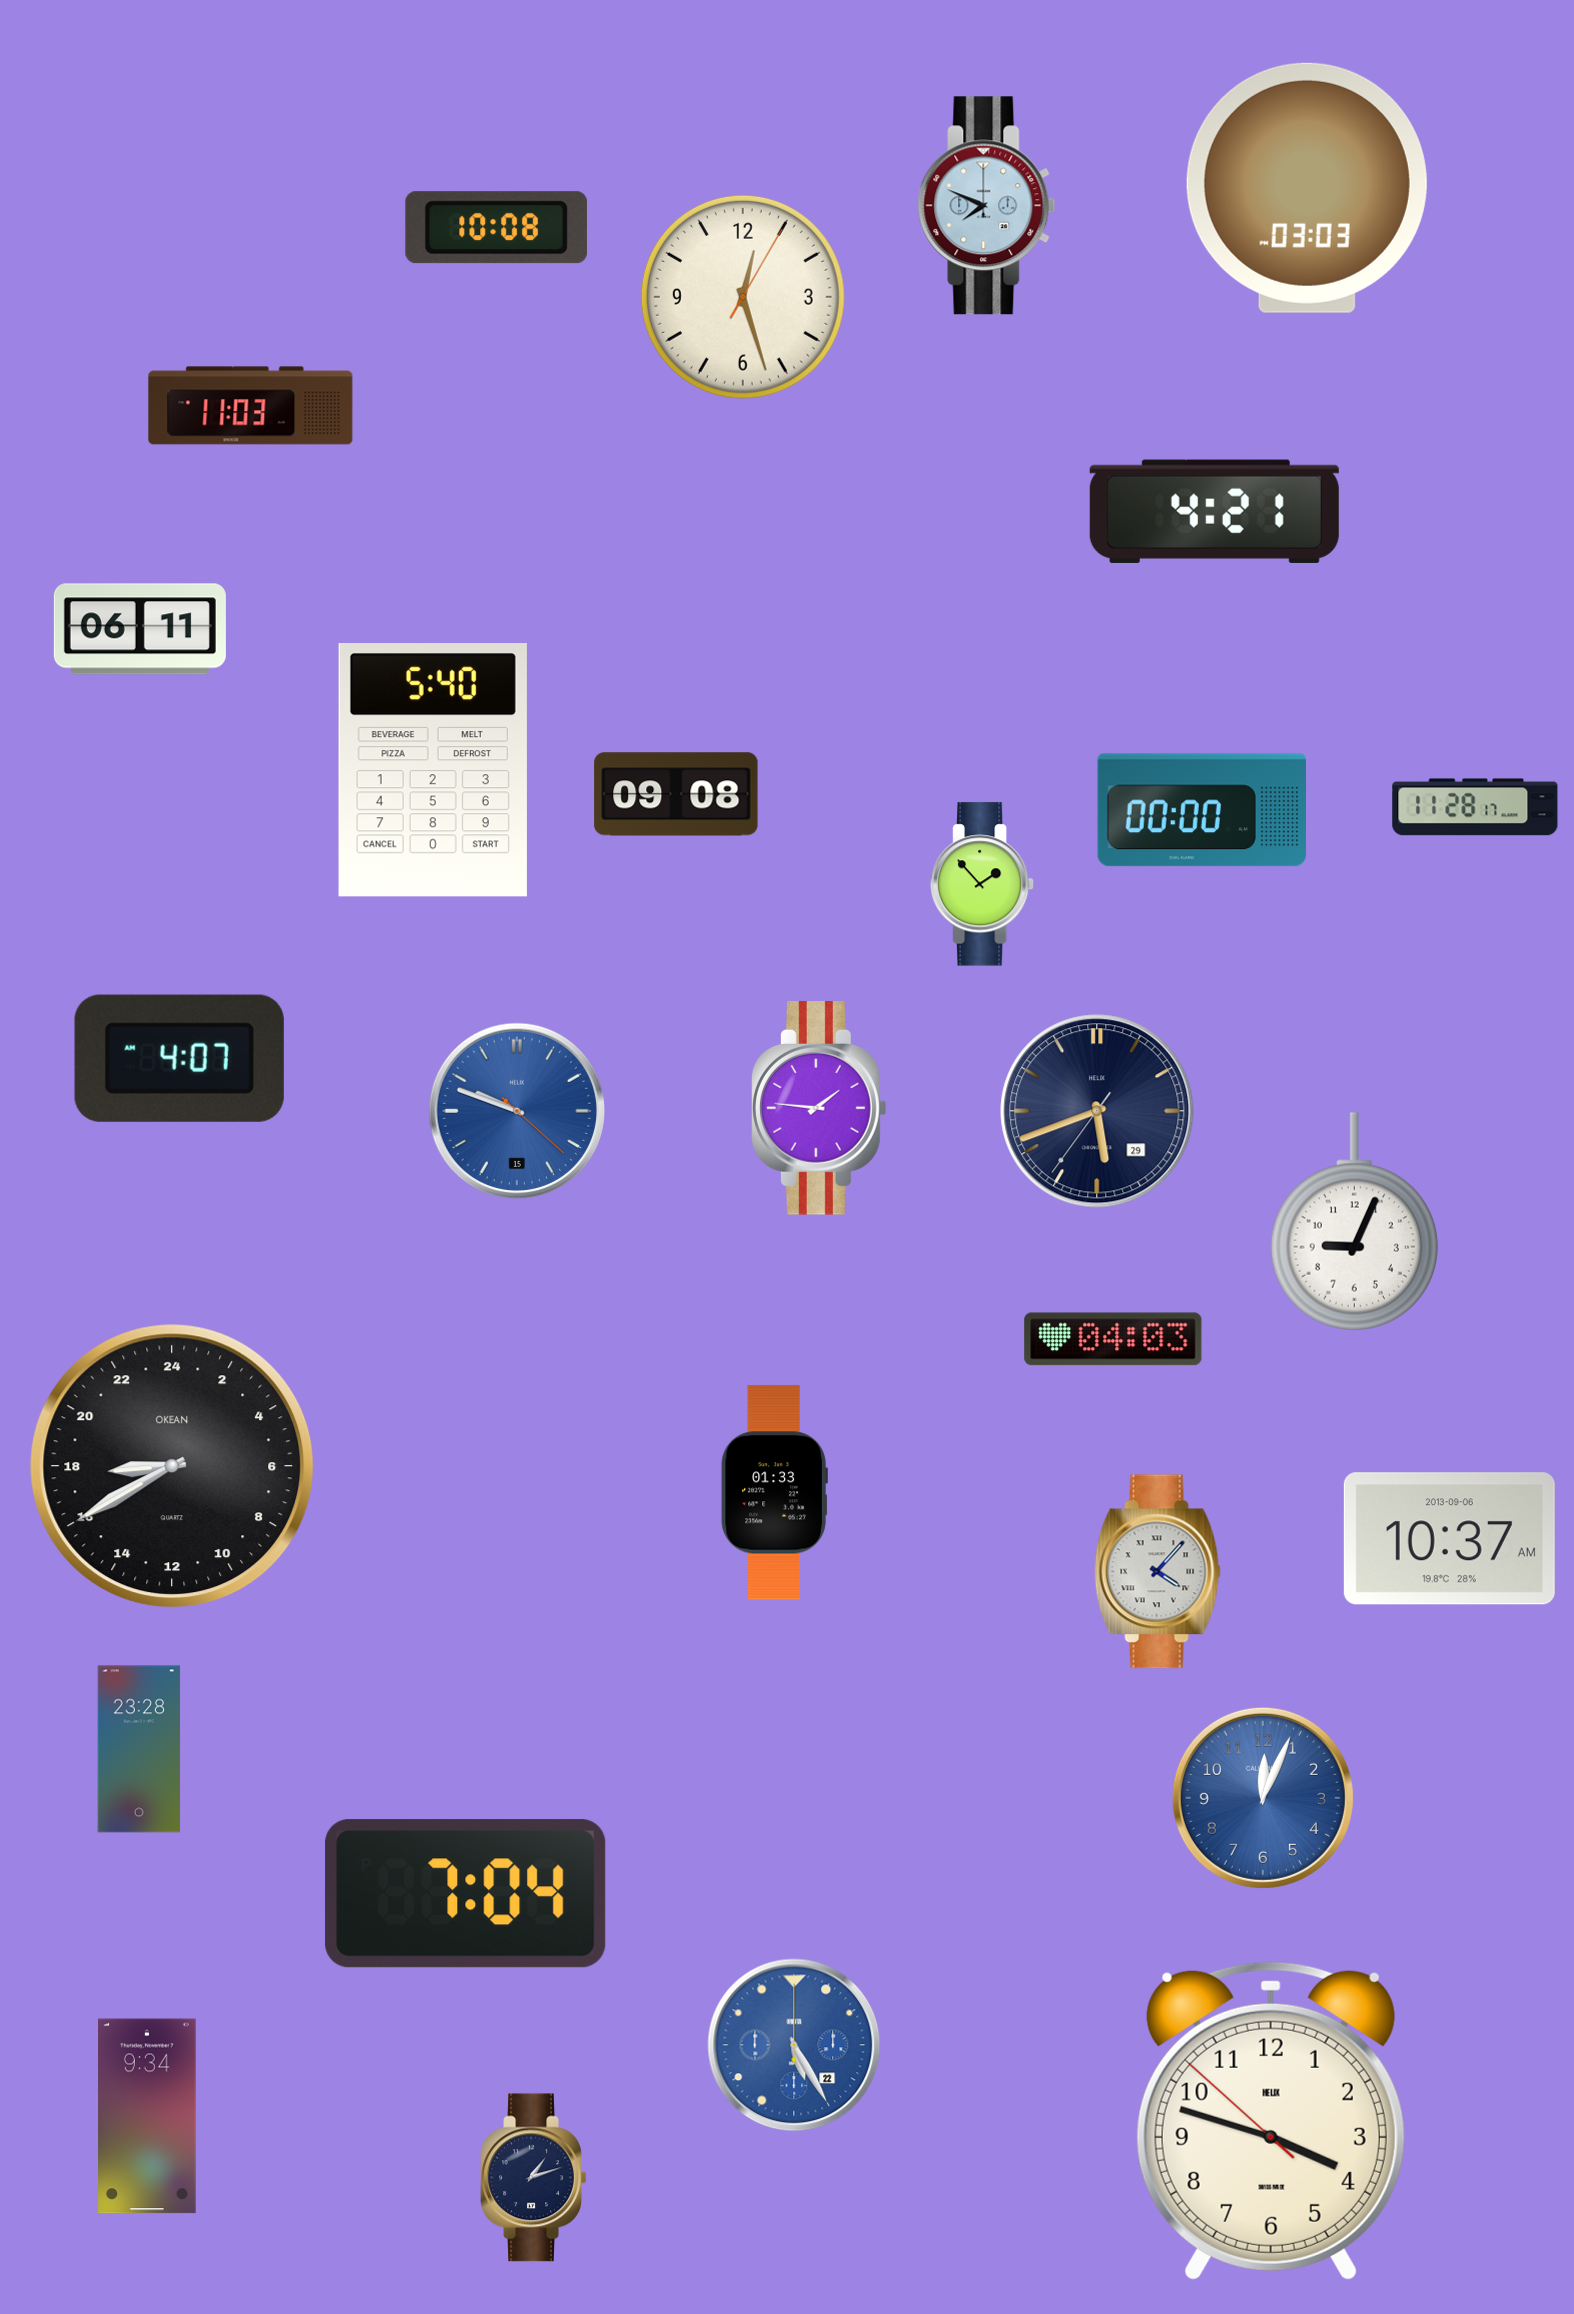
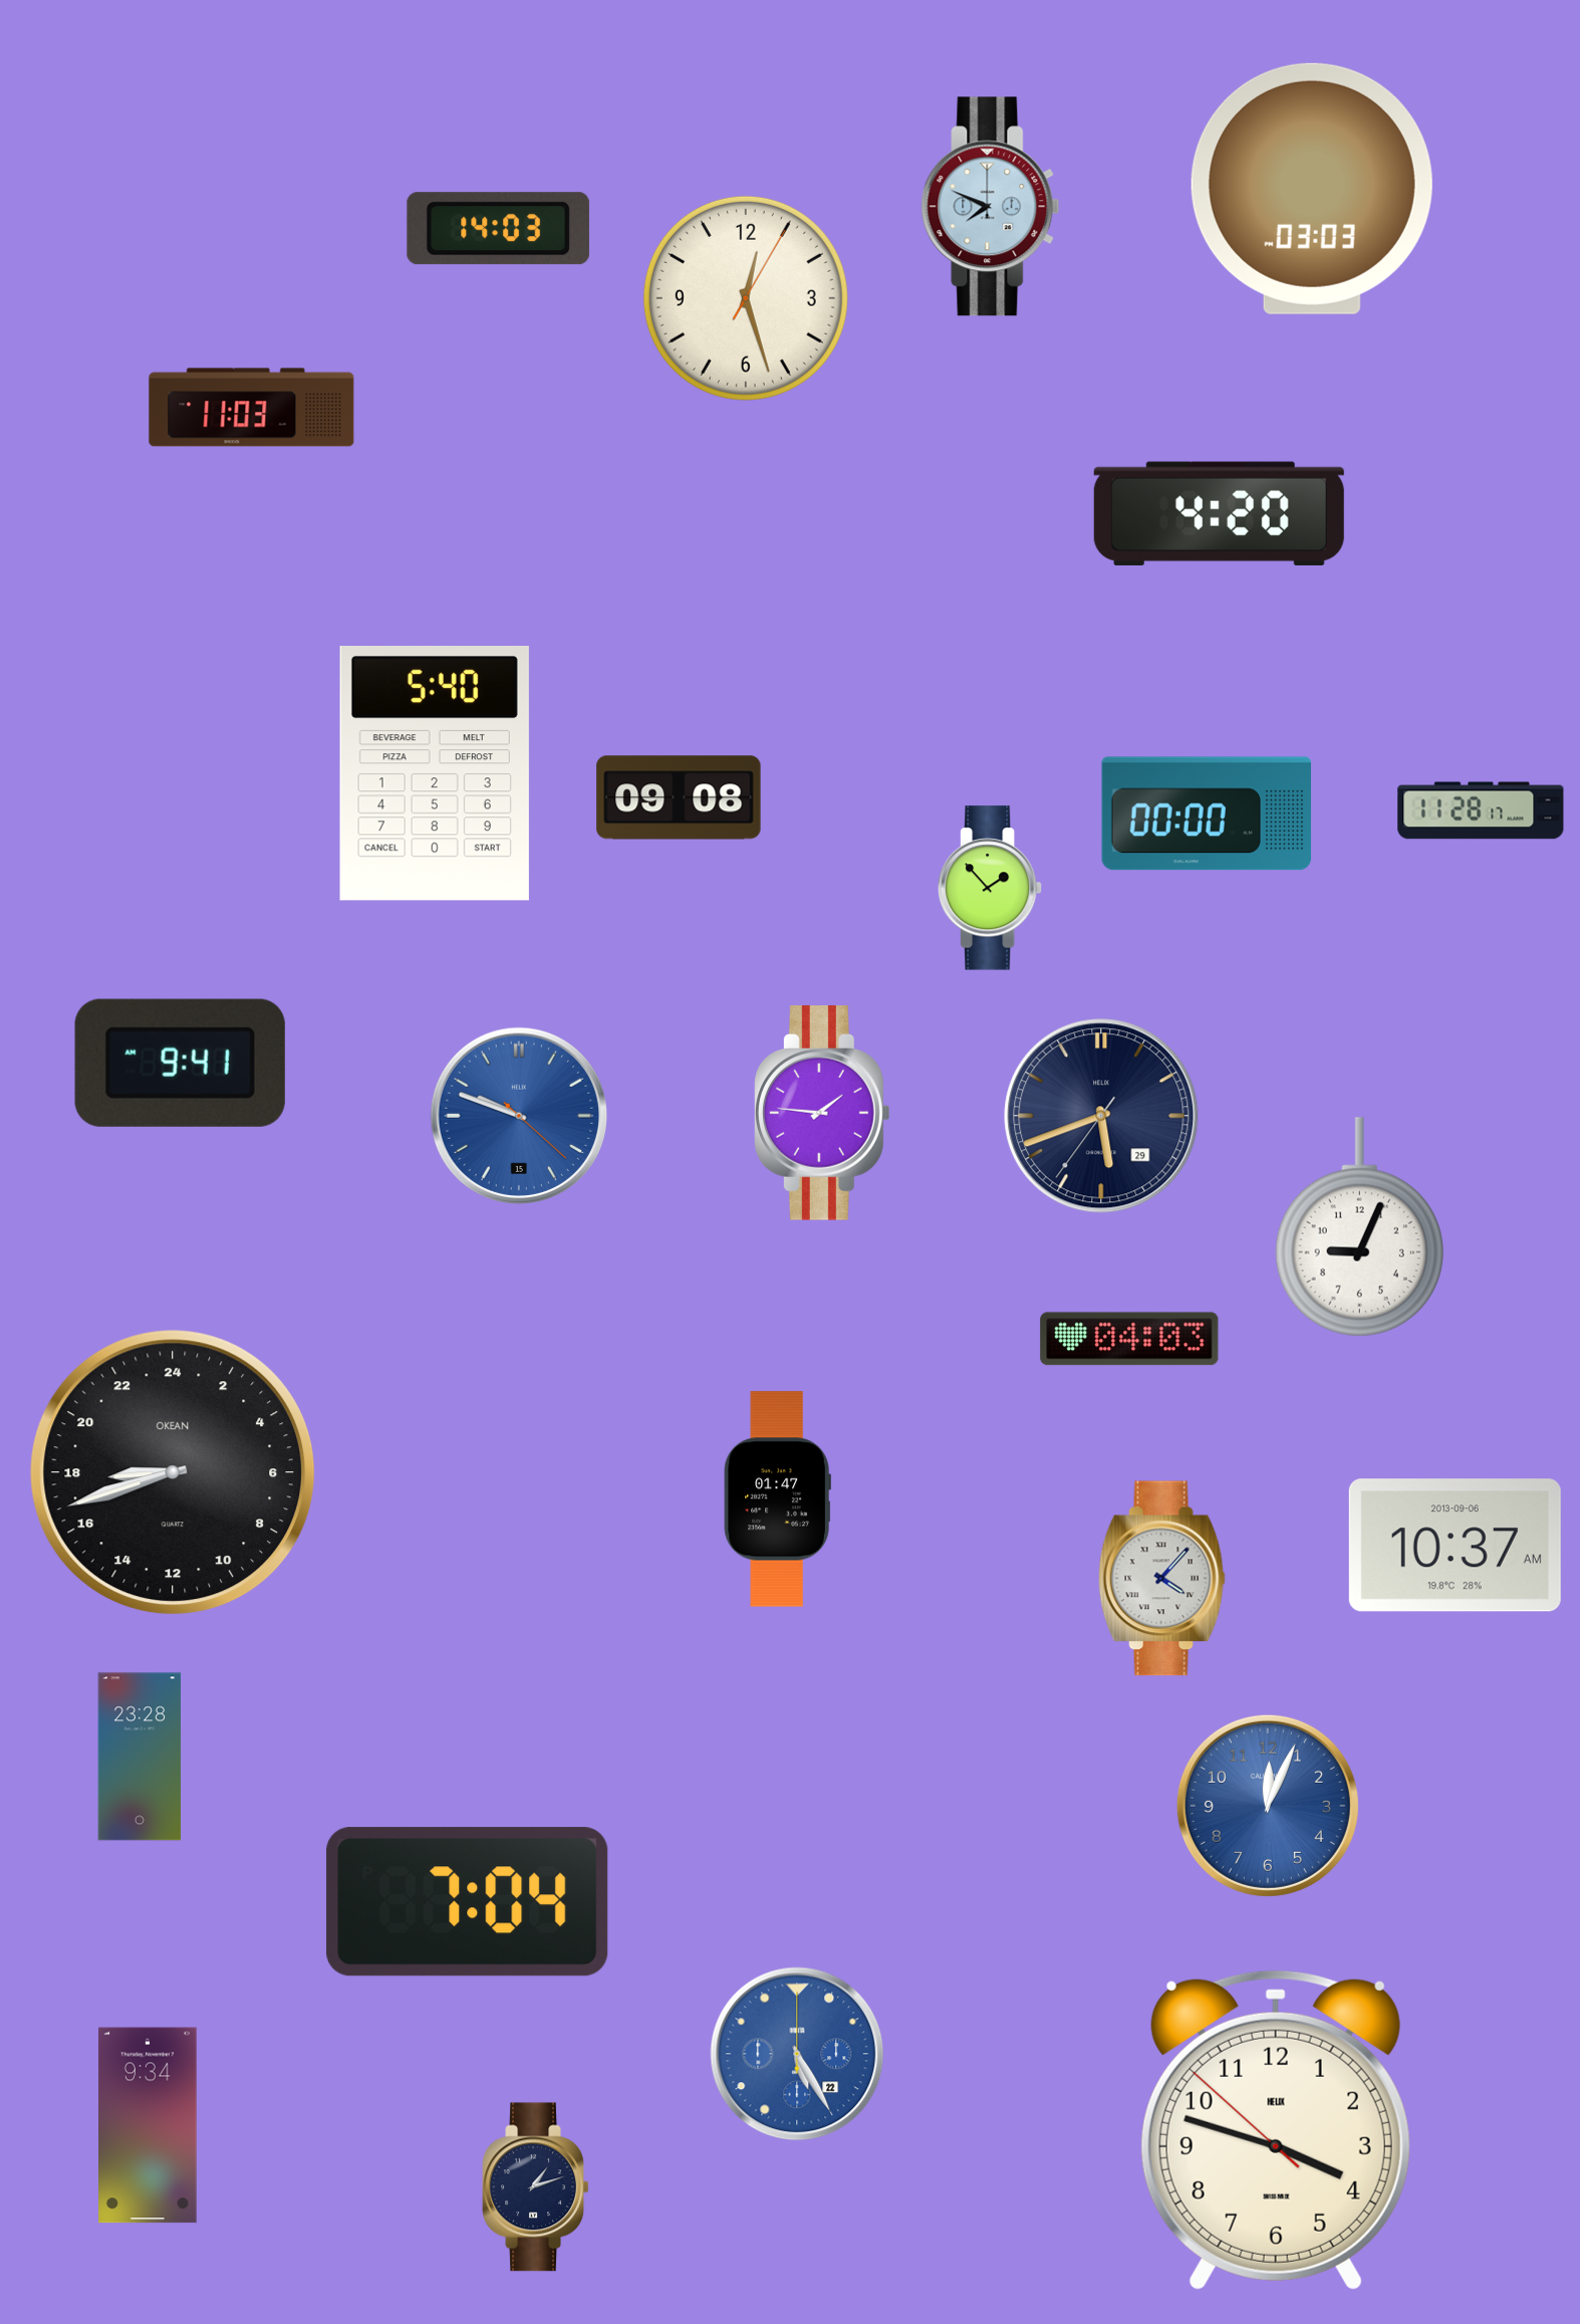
clock at (496, 228): 10:08 -> 14:03
clock at (1214, 511): 4:21 -> 4:20
clock at (140, 629): 06:11 -> none
clock at (982, 884) position: (982, 884) -> (990, 888)
clock at (179, 1058): 4:07 -> 9:41
clock at (1113, 1339) position: (1113, 1339) -> (1129, 1339)
clock at (172, 1466): 17:40 -> 17:42
clock at (774, 1493): 01:33 -> 01:47
